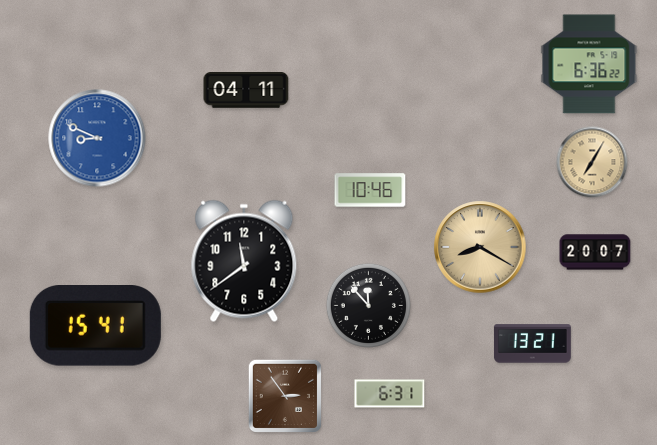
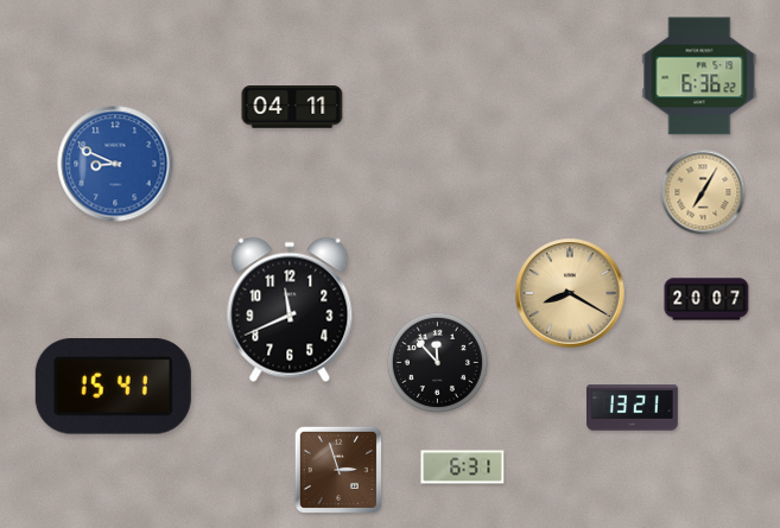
clock at (370, 190): 10:46 -> none
clock at (244, 261): 11:39 -> 11:41
clock at (284, 395): 2:54 -> 2:57
